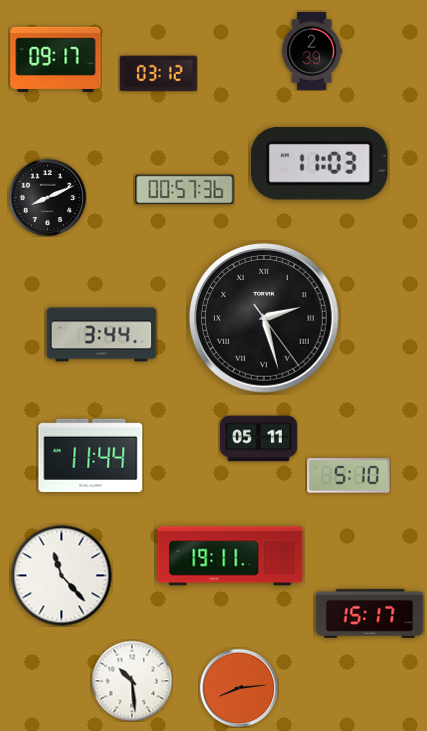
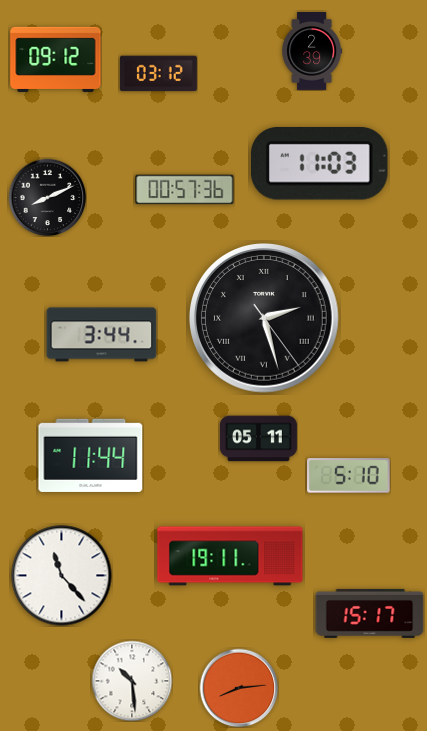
clock at (56, 59): 09:17 -> 09:12
